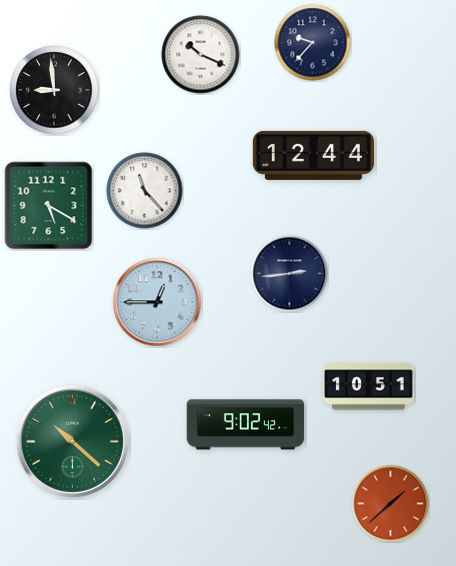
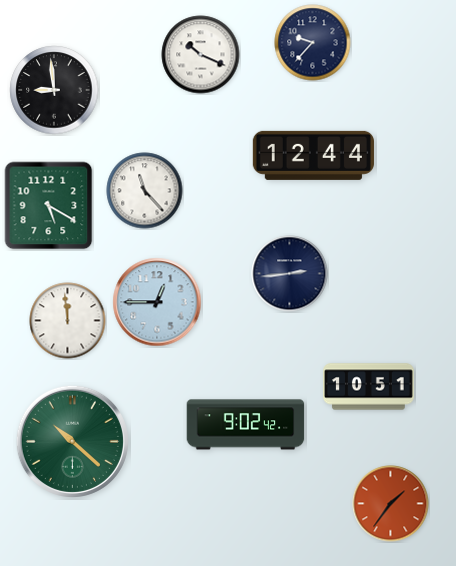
clock at (68, 321): none -> 11:59
clock at (391, 504): 1:38 -> 1:36
